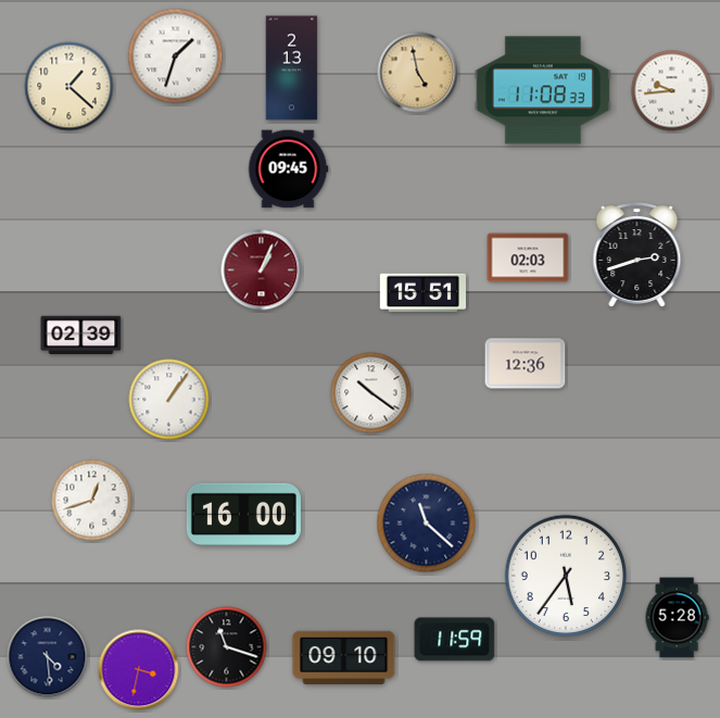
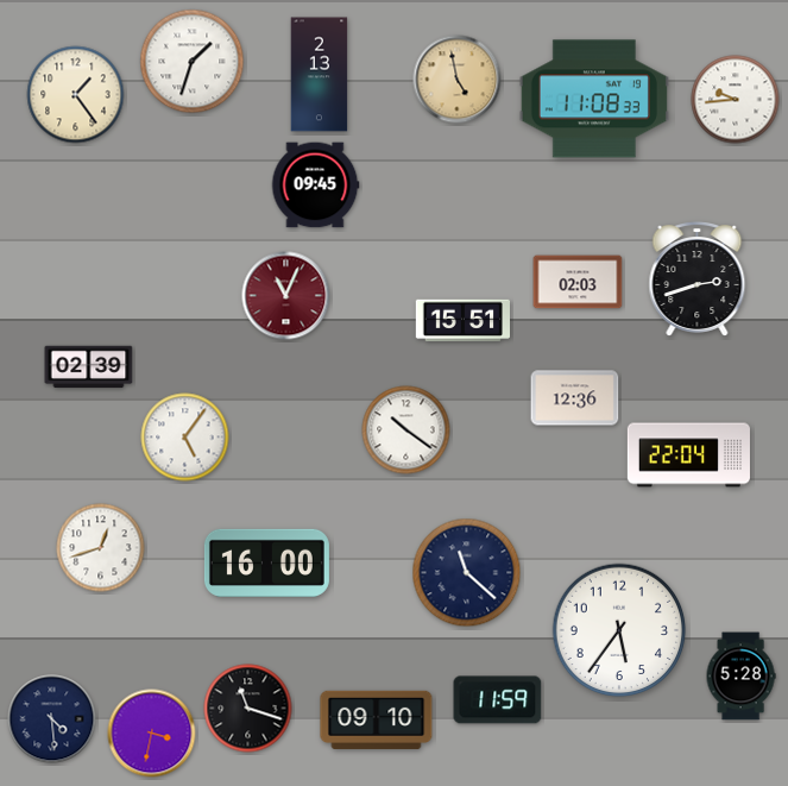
clock at (70, 87): 1:22 -> 1:24
clock at (262, 270): 1:04 -> 11:04
clock at (169, 400): 1:06 -> 5:06
clock at (688, 455): none -> 22:04
